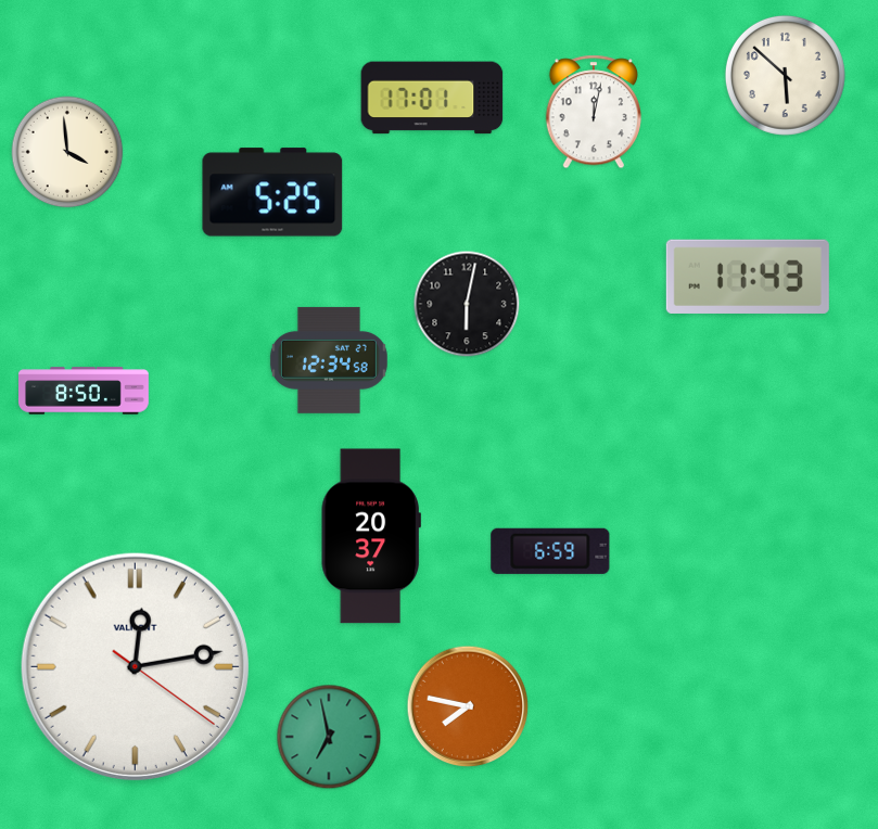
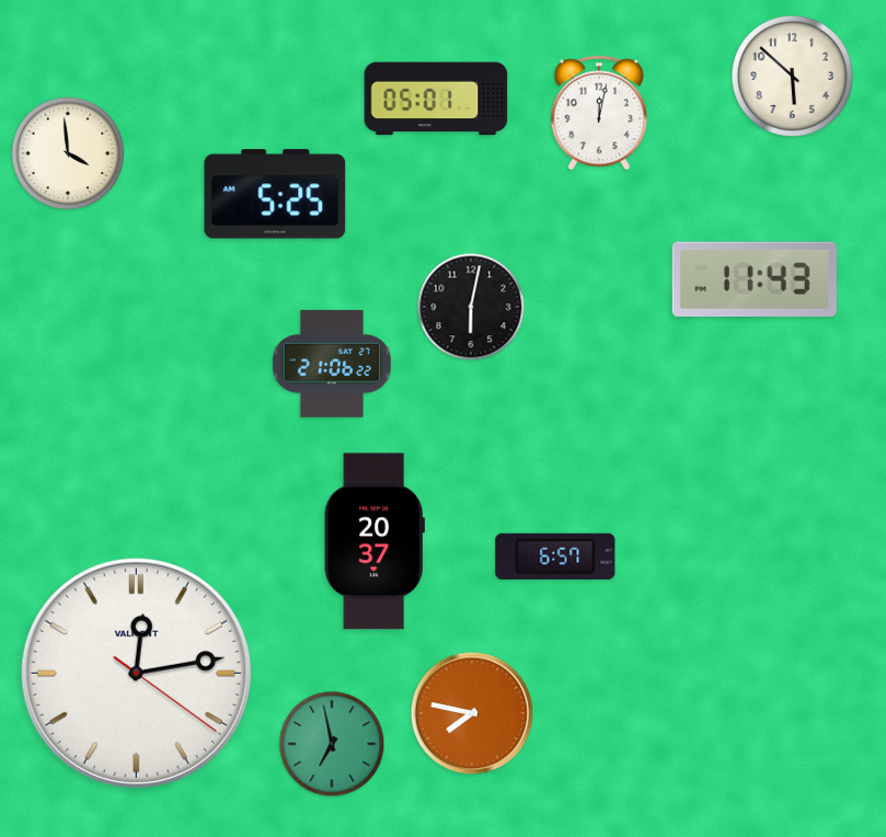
clock at (432, 98): 17:01 -> 05:01
clock at (329, 360): 12:34 -> 21:06
clock at (85, 391): 8:50 -> none
clock at (550, 551): 6:59 -> 6:57
